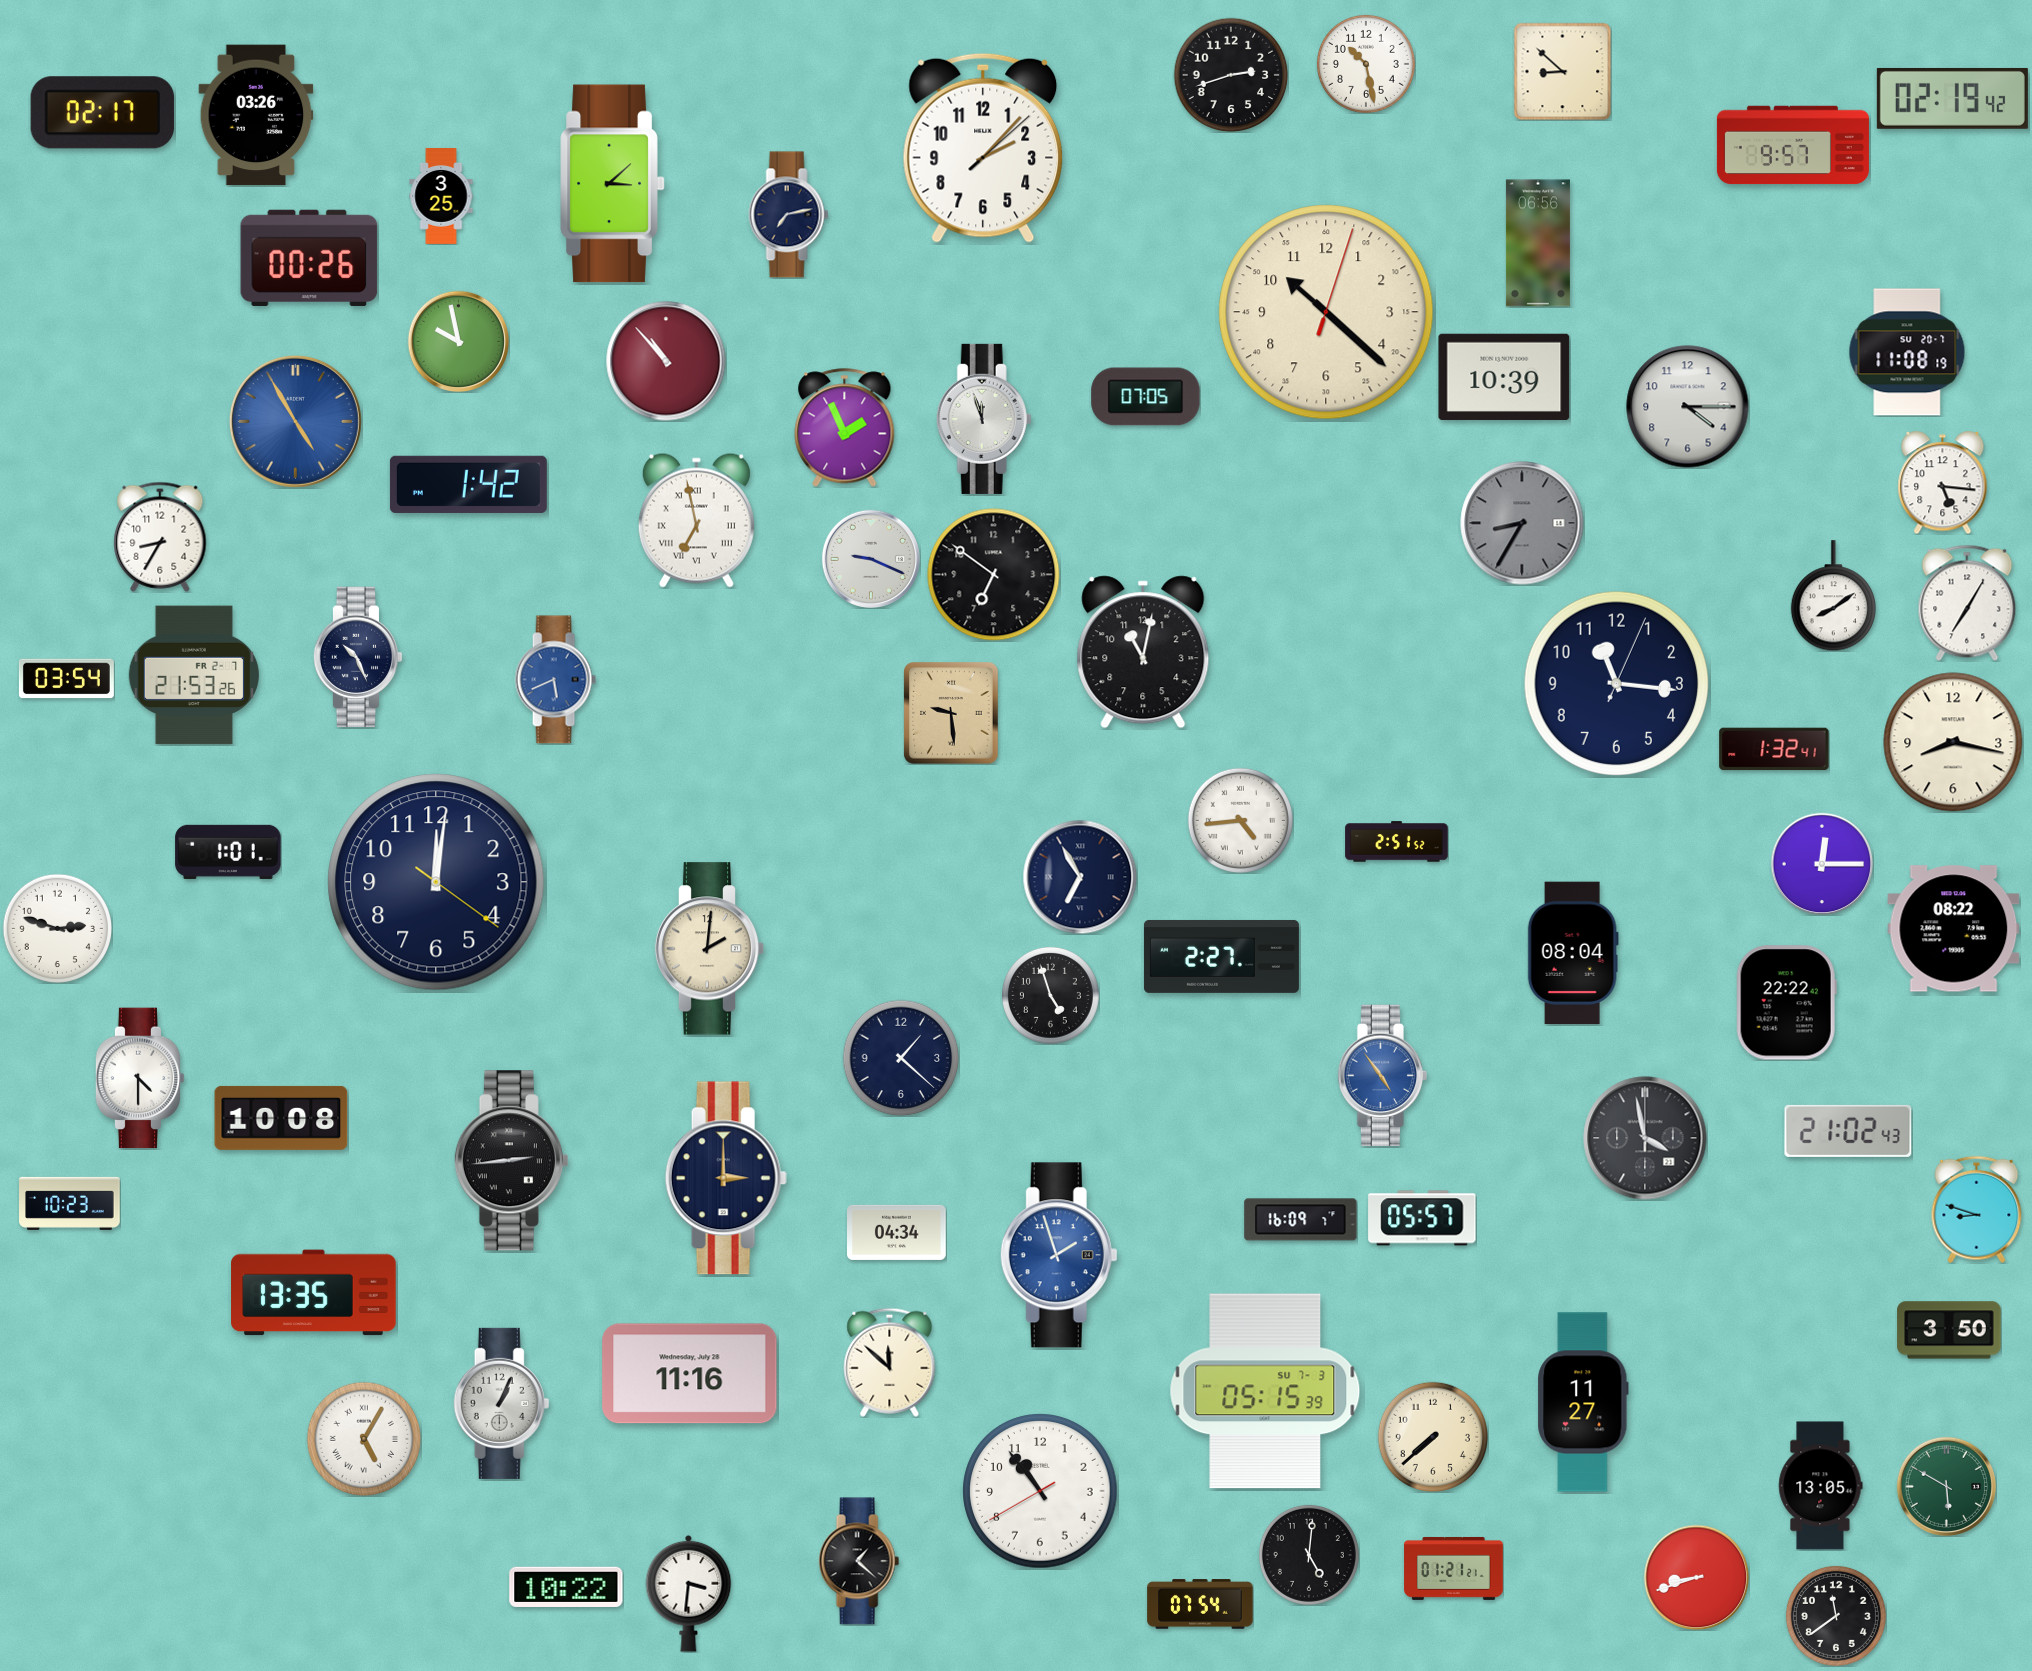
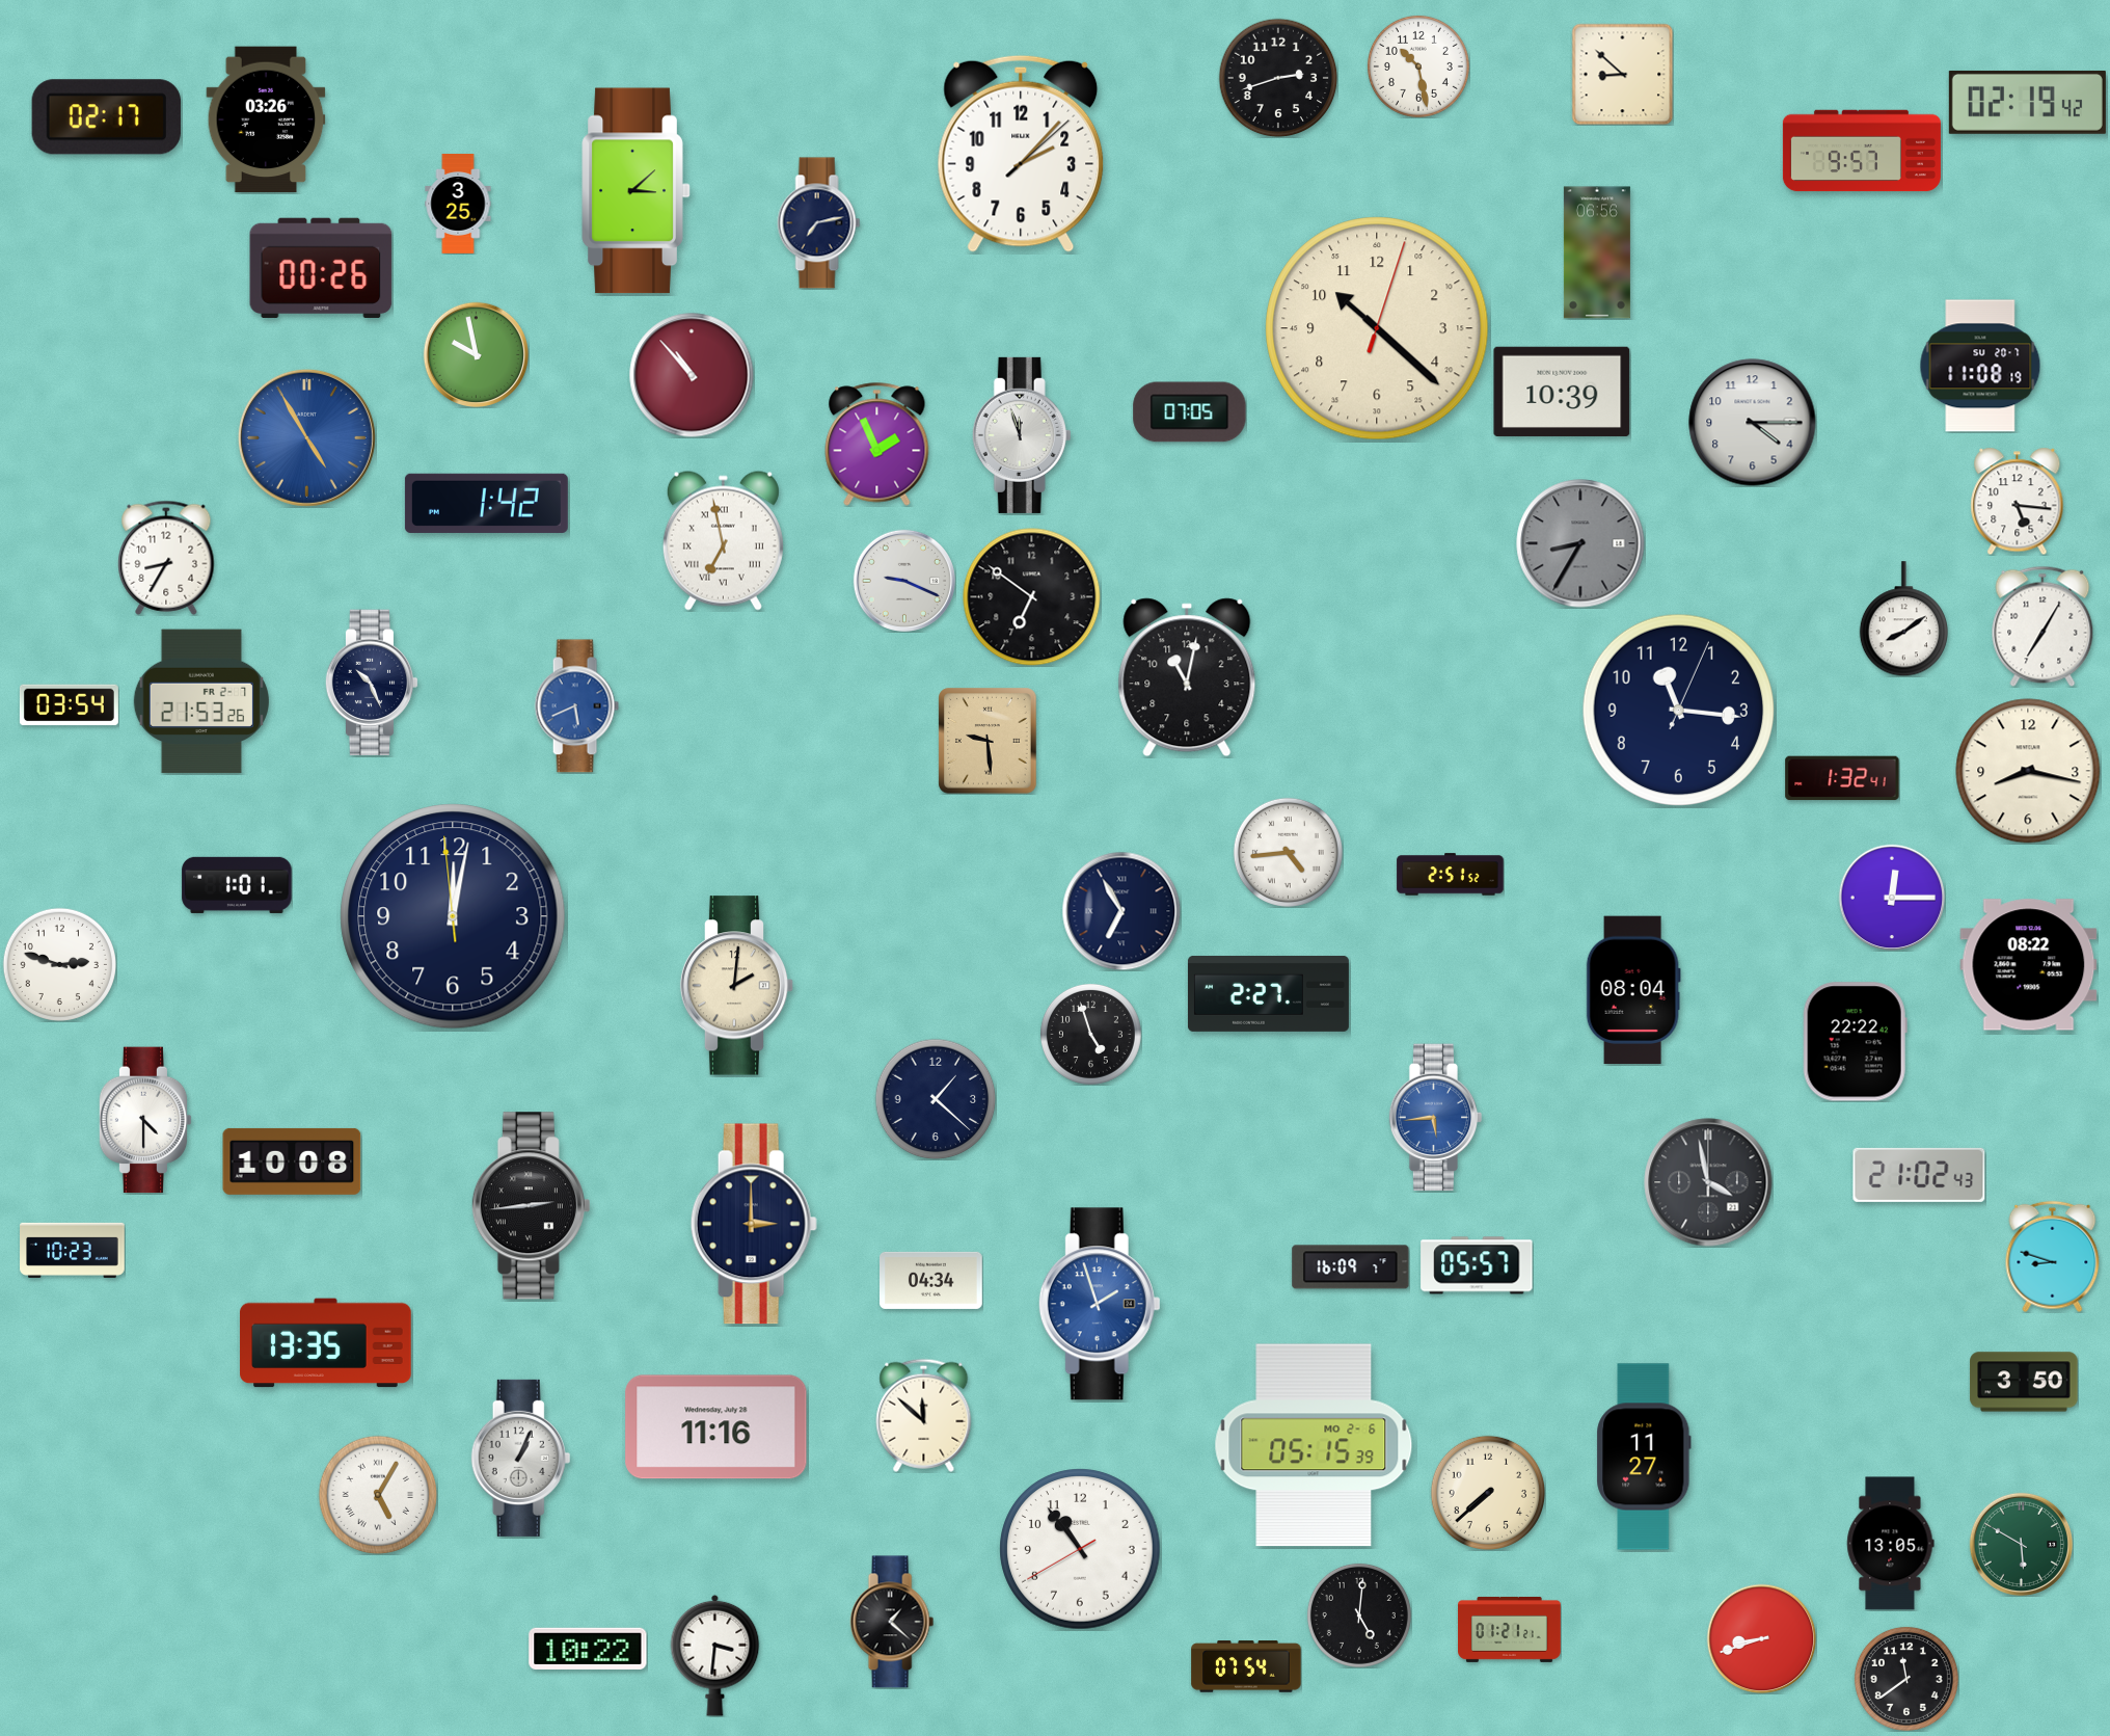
clock at (1326, 312) position: (1326, 312) -> (1377, 328)
clock at (436, 882): 12:01:21 -> 12:01:59
clock at (1383, 1076): 4:54 -> 5:44
clock at (1265, 1391) date: SU 7-3 -> MO 2-6
